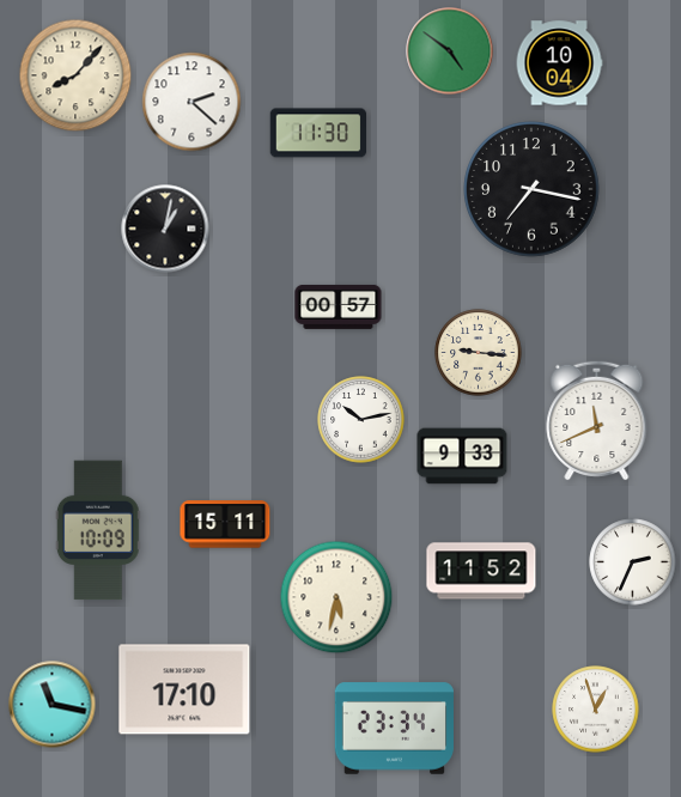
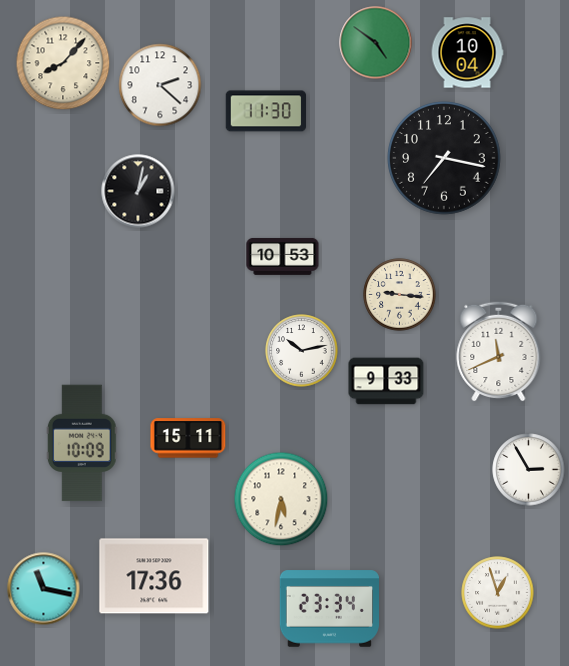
clock at (339, 306): 00:57 -> 10:53
clock at (633, 562): 2:34 -> 2:55
clock at (481, 571): 11:52 -> none
clock at (184, 689): 17:10 -> 17:36
